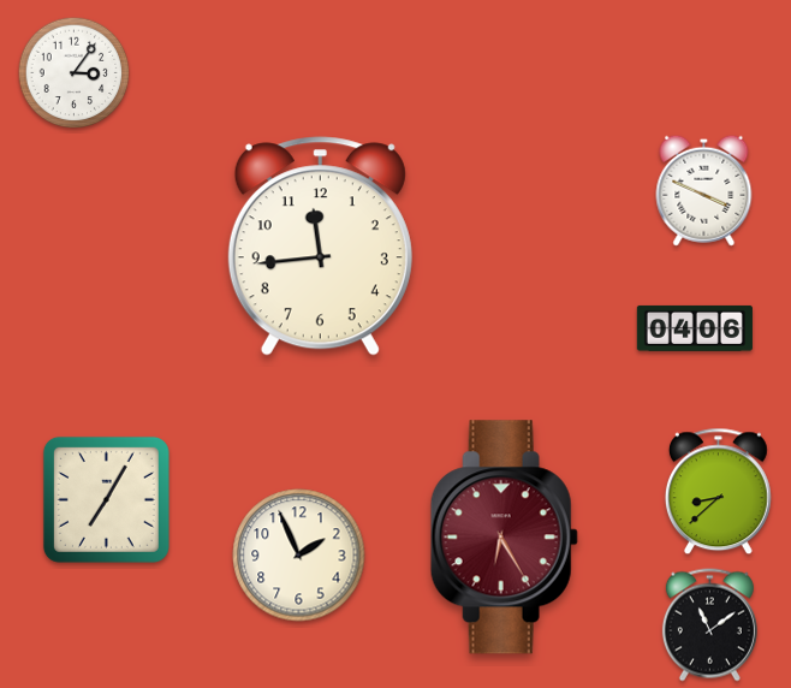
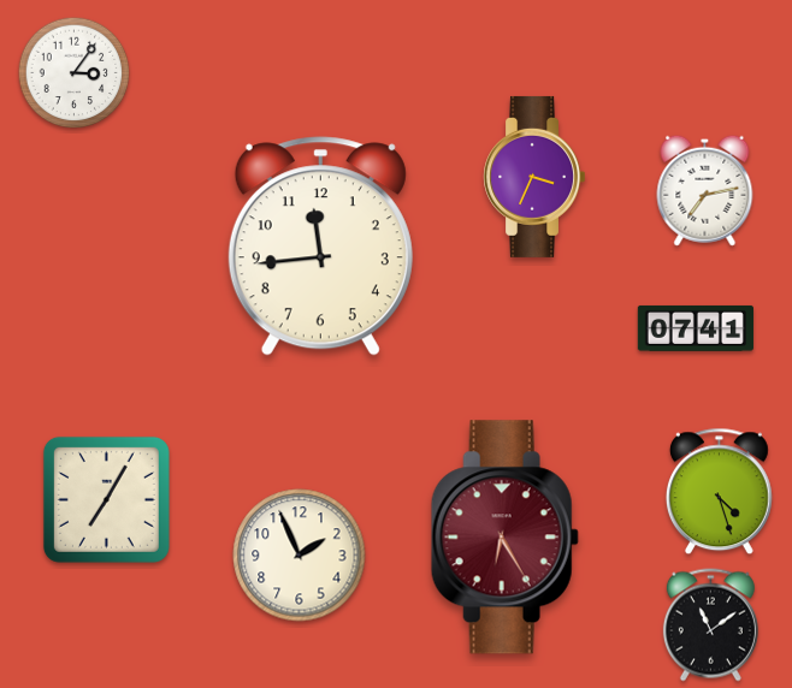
clock at (533, 177): none -> 3:34
clock at (704, 190): 3:49 -> 7:13
clock at (695, 328): 04:06 -> 07:41
clock at (718, 492): 8:38 -> 4:27
